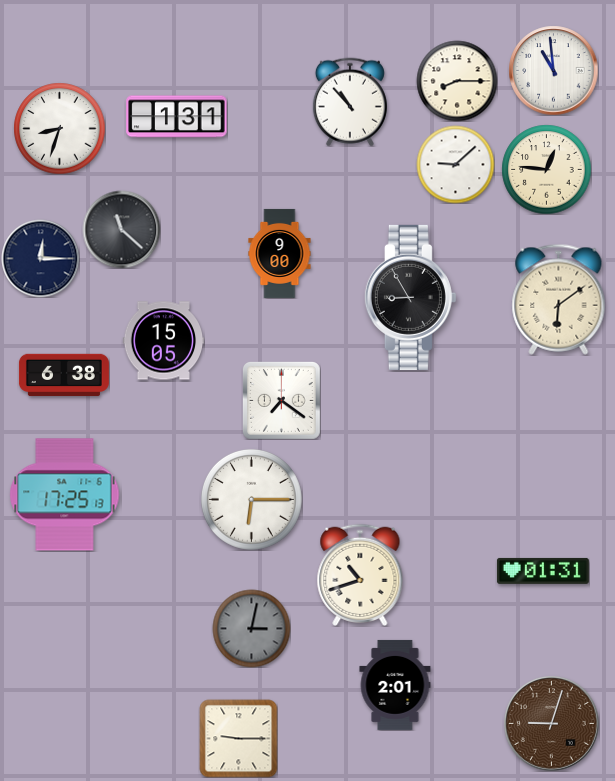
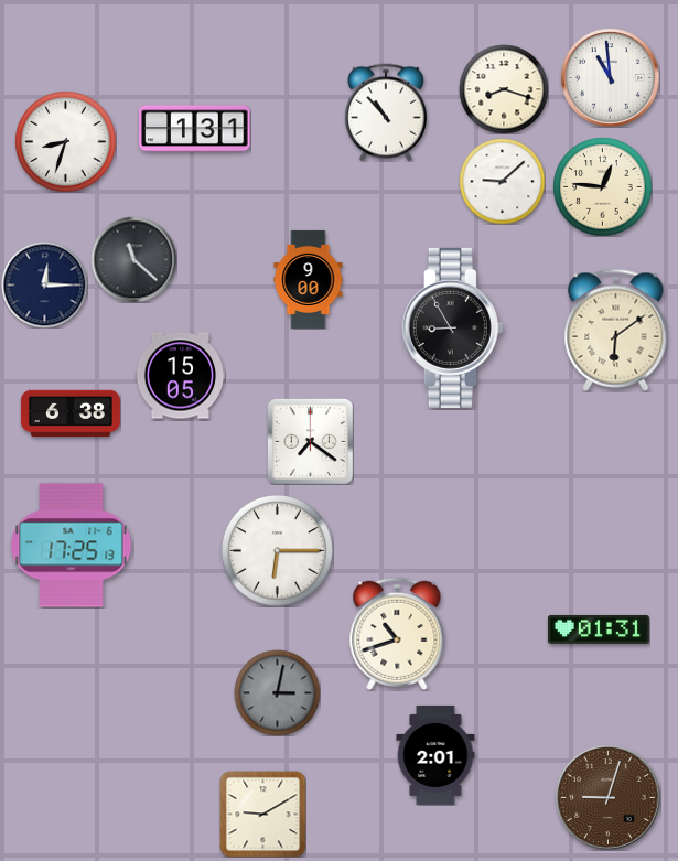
clock at (457, 81): 8:15 -> 8:18
clock at (121, 229) position: (121, 229) -> (133, 259)
clock at (238, 738): 9:15 -> 9:10
